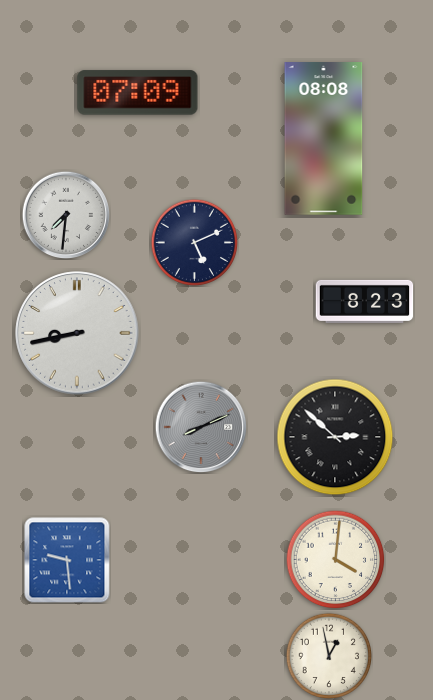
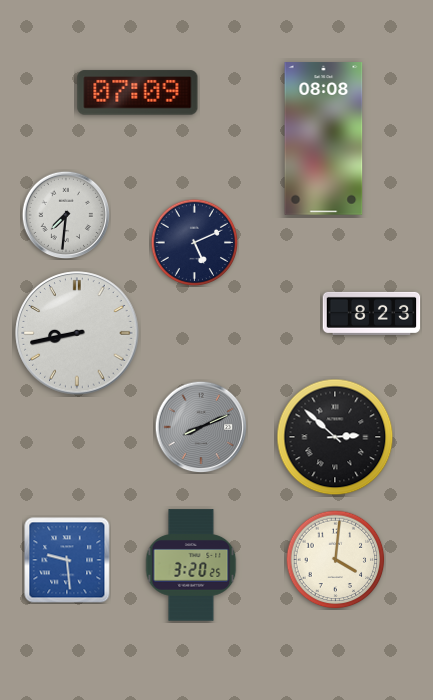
clock at (365, 301) position: (365, 301) -> (372, 313)
clock at (191, 565): none -> 3:20
clock at (328, 655): 12:58 -> none
